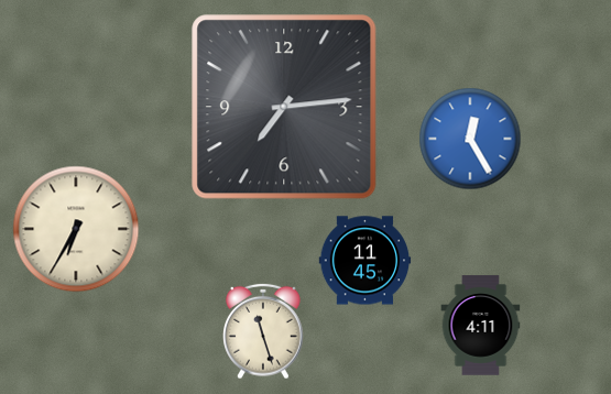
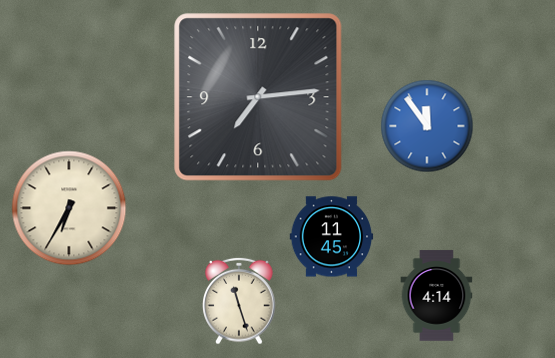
clock at (470, 139): 12:25 -> 11:54
clock at (481, 326): 4:11 -> 4:14
